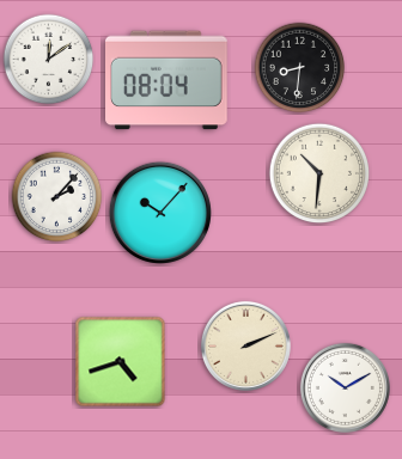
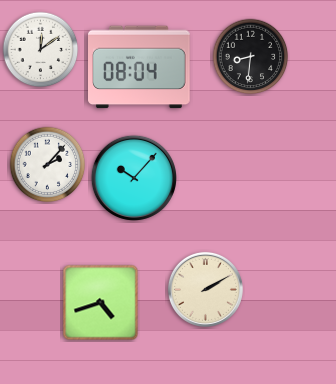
clock at (319, 173): 10:31 -> none
clock at (245, 345): 2:11 -> 2:10
clock at (345, 387): 10:10 -> none
